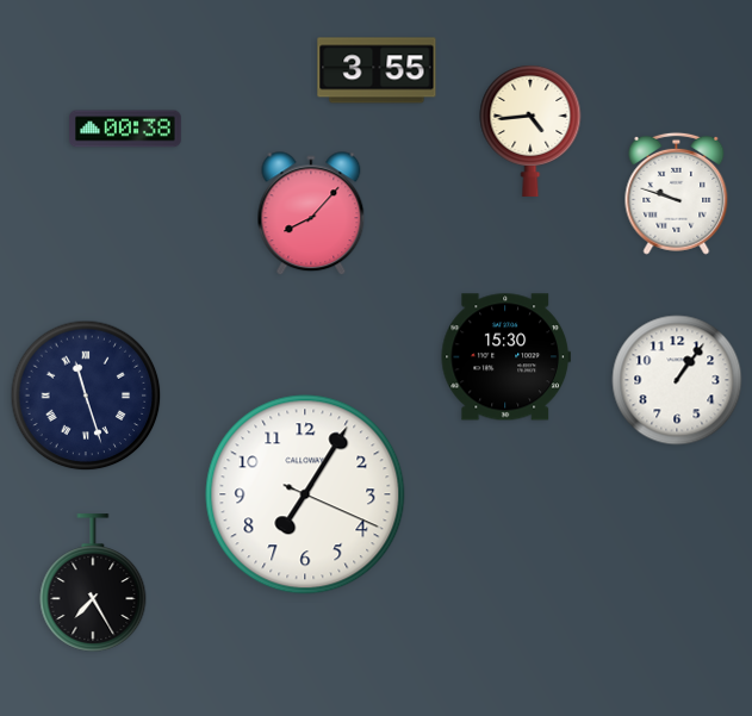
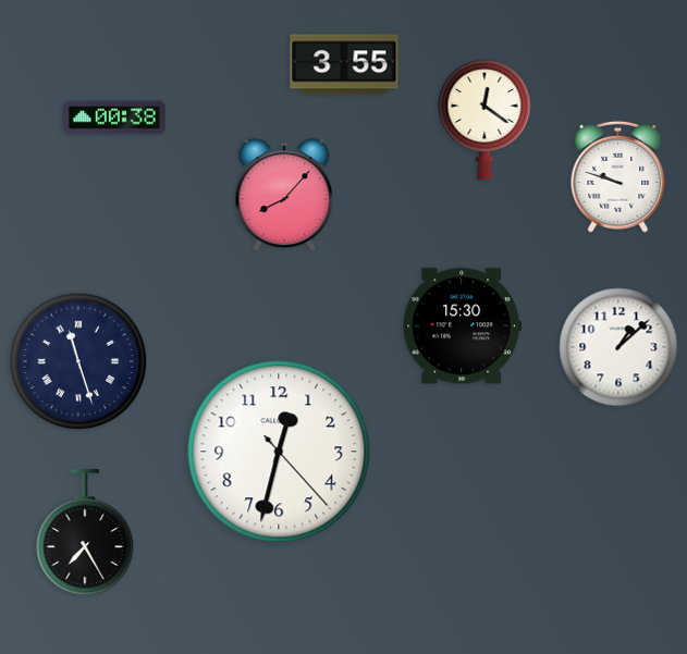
clock at (530, 130): 4:44 -> 12:21
clock at (677, 380): 1:06 -> 1:08
clock at (305, 494): 7:05 -> 12:32
